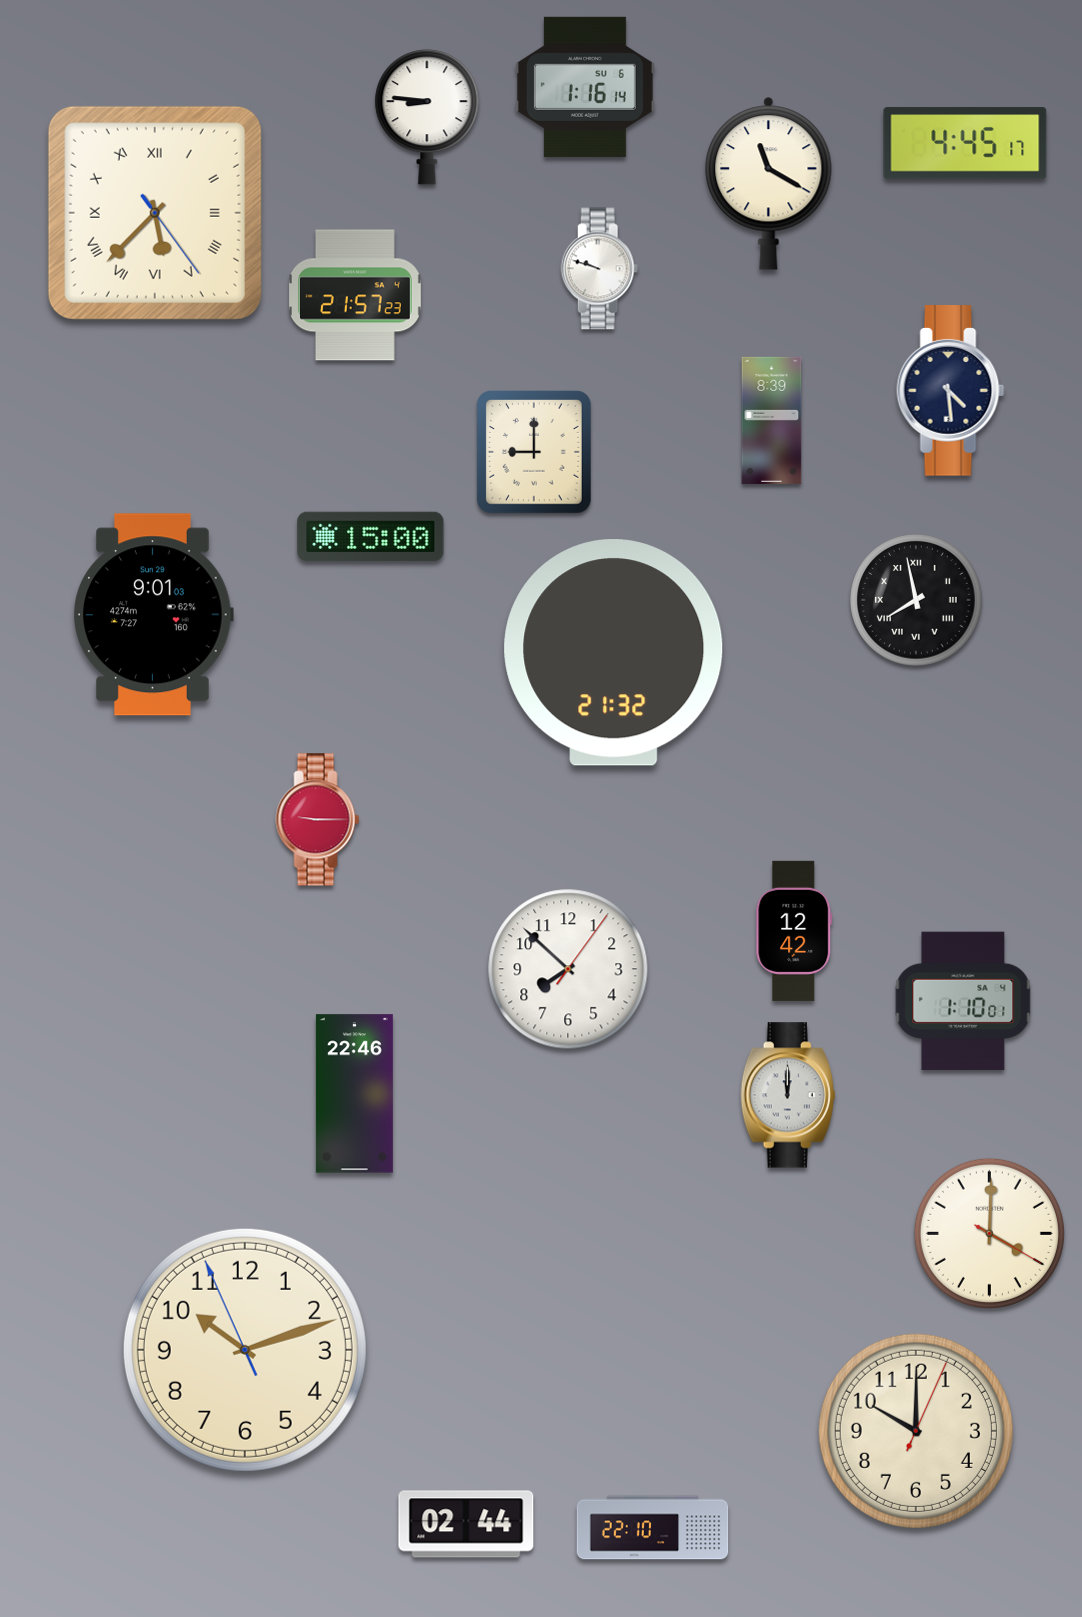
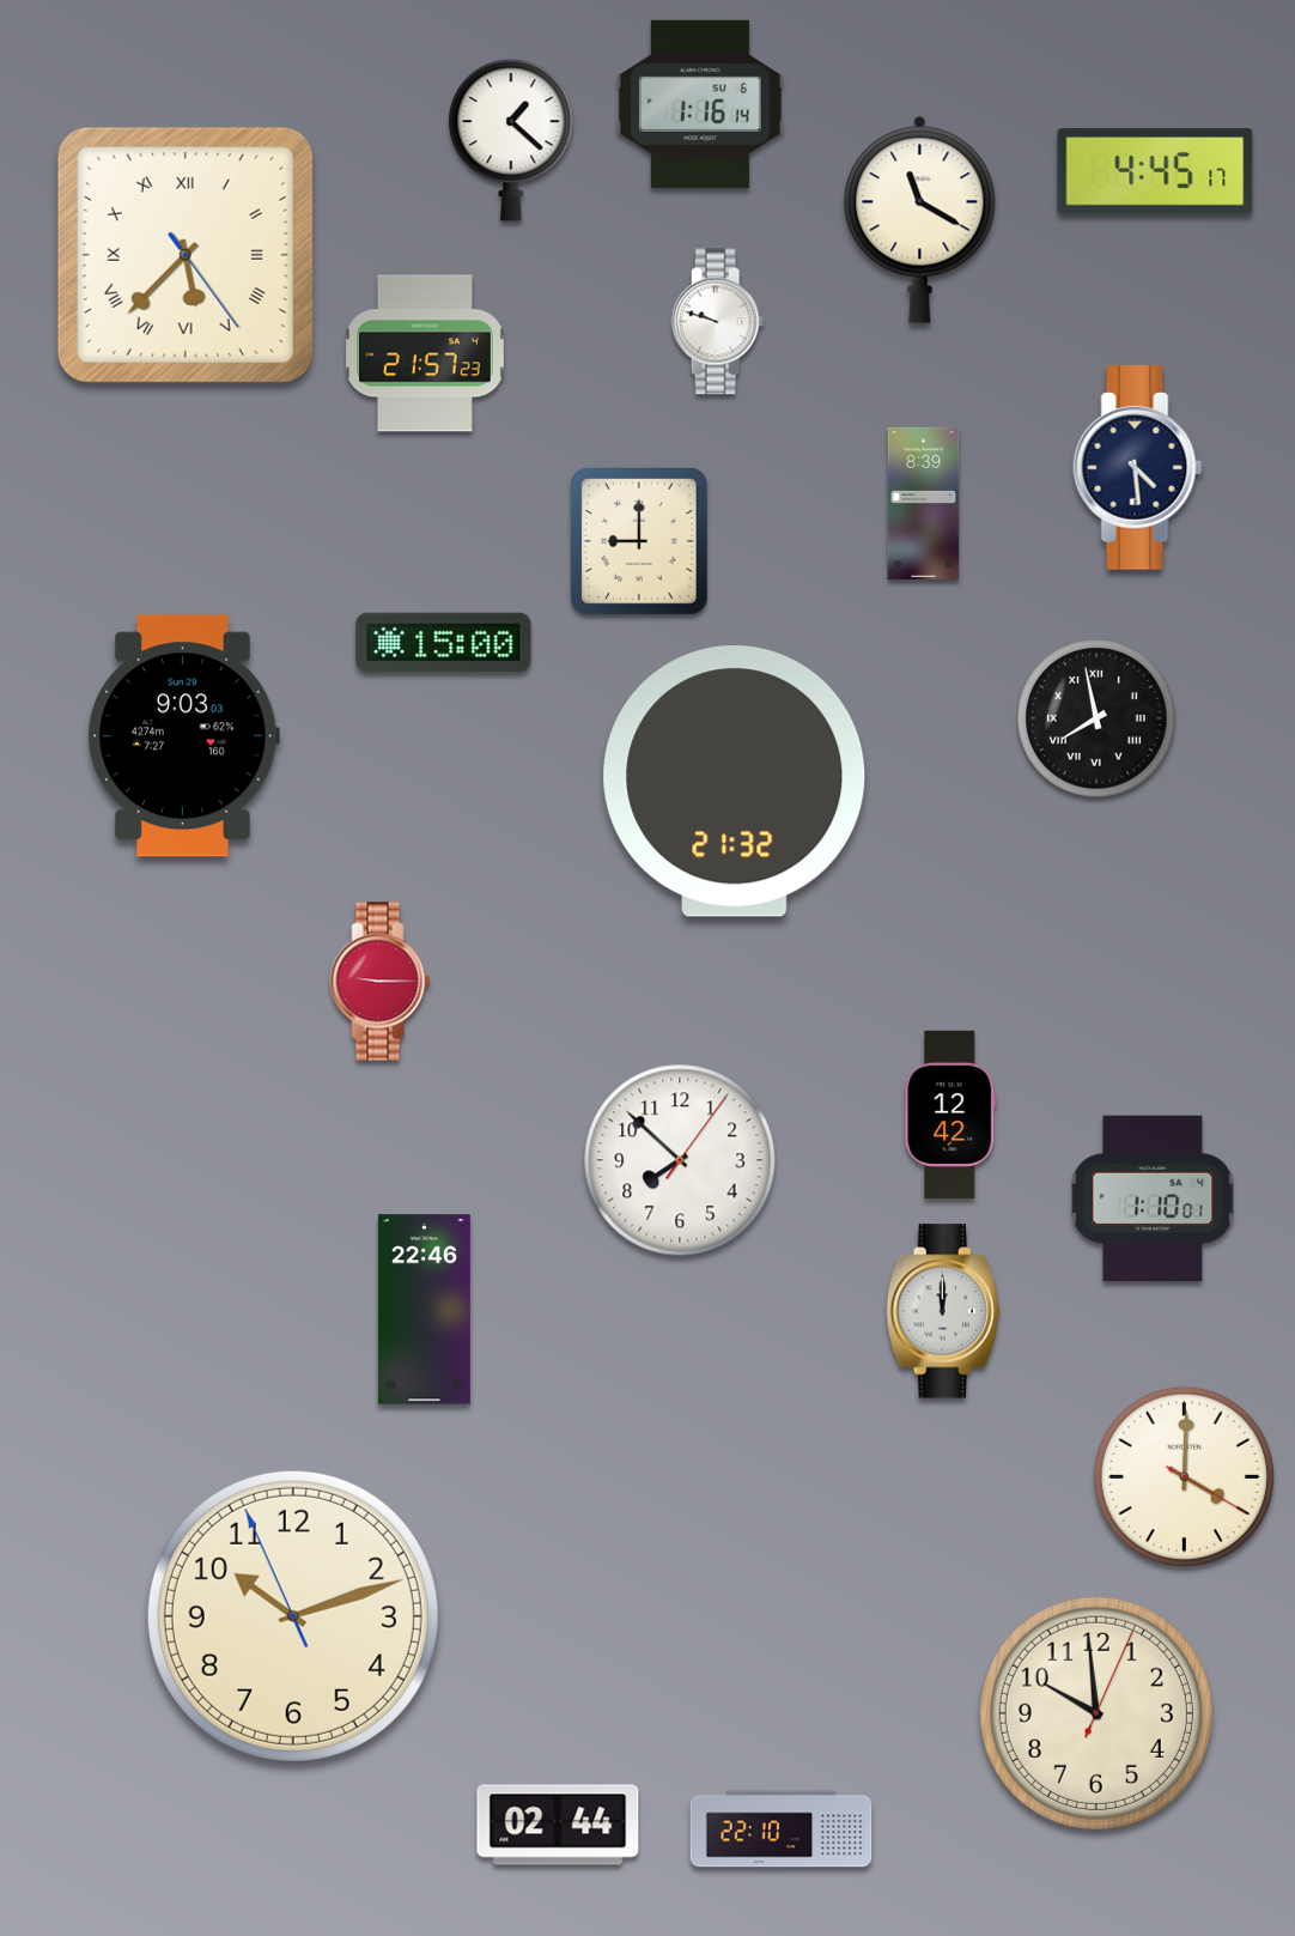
clock at (427, 117): 8:46 -> 1:22
clock at (153, 615): 9:01 -> 9:03
clock at (916, 1431): 10:00 -> 9:59
